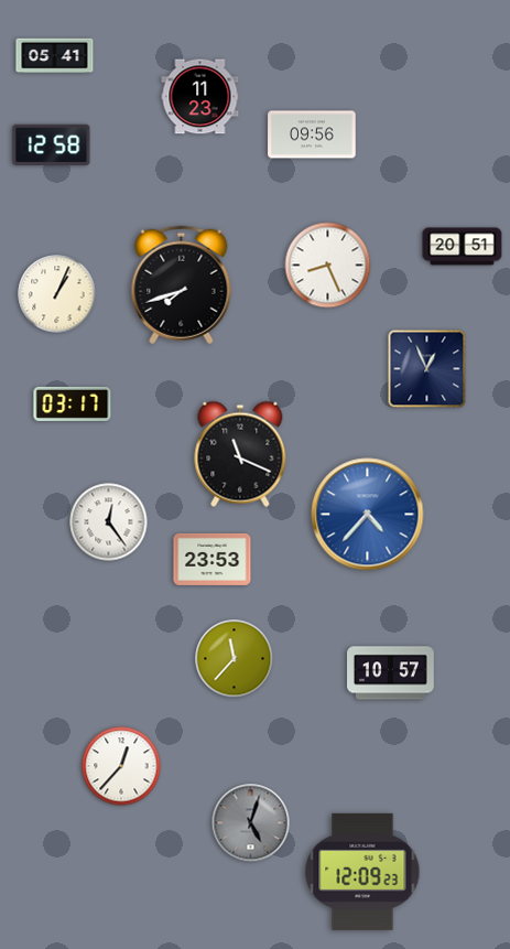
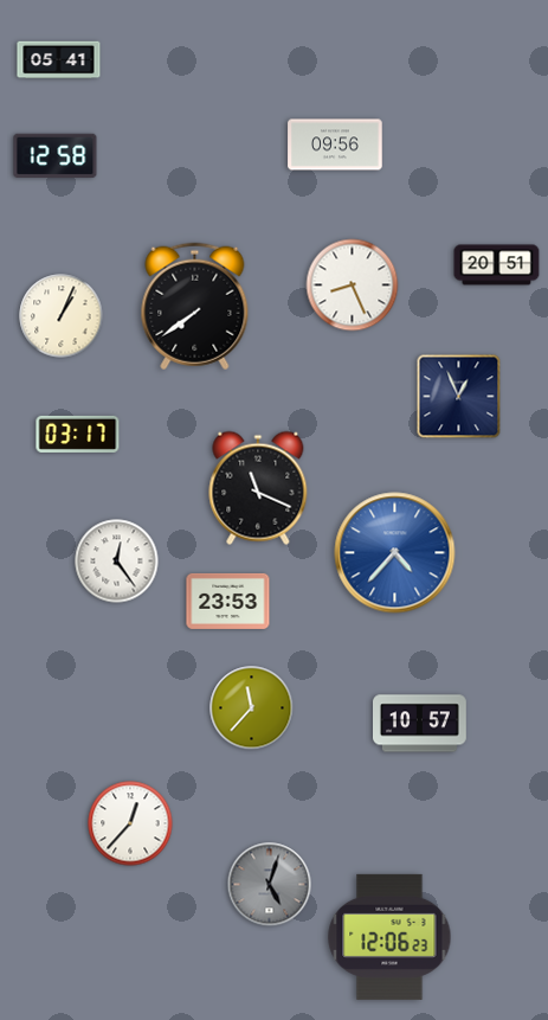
clock at (200, 97): 11:23 -> none
clock at (182, 285): 7:42 -> 7:39
clock at (362, 872): 12:09 -> 12:06
